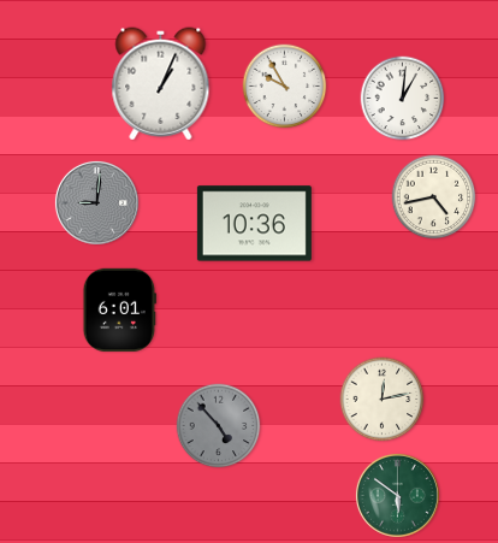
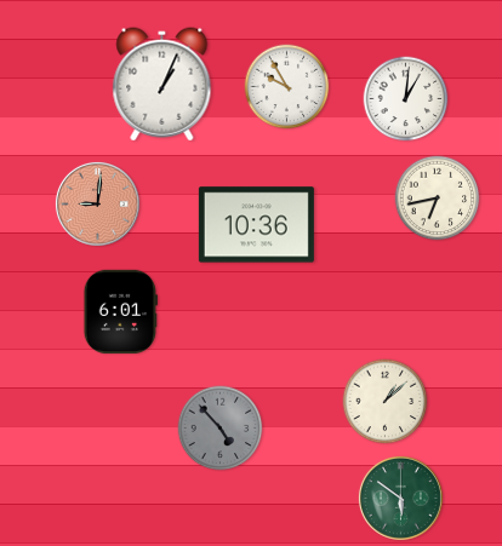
clock at (434, 197): 4:43 -> 6:43
clock at (96, 202) dial: grey -> salmon
clock at (383, 400): 12:13 -> 1:08
